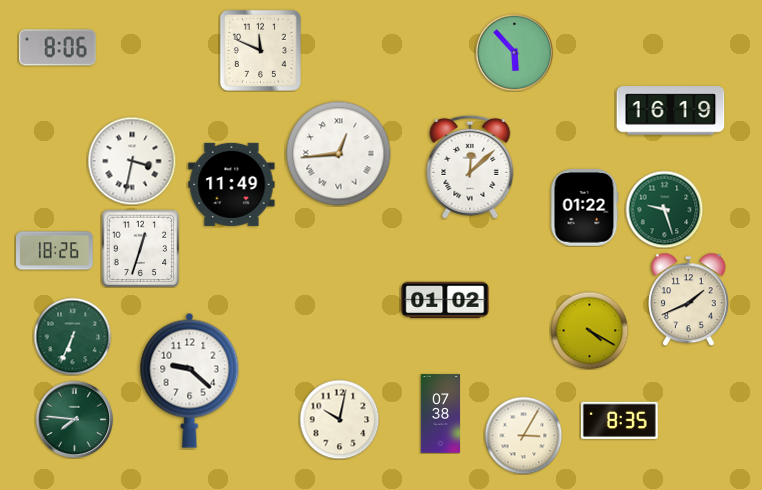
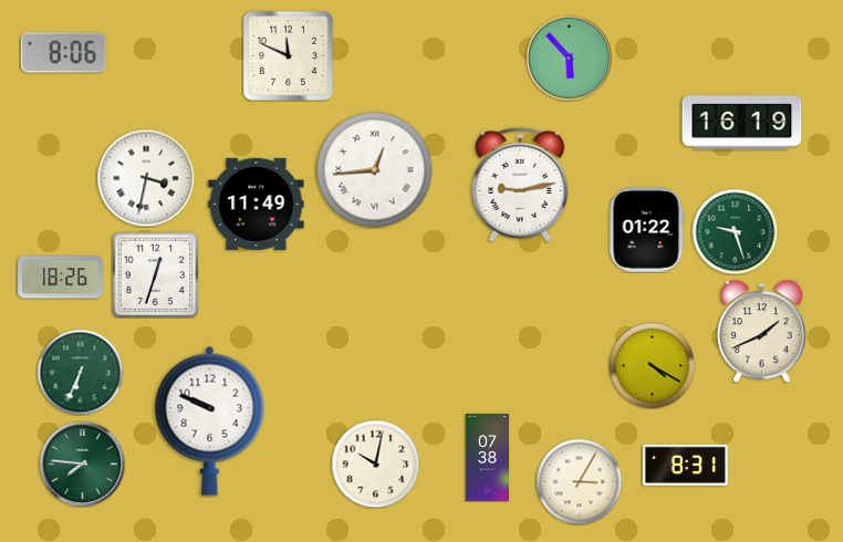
clock at (470, 167): 12:08 -> 9:13
clock at (445, 300): 01:02 -> none
clock at (190, 380): 9:22 -> 9:49
clock at (619, 420): 8:35 -> 8:31
